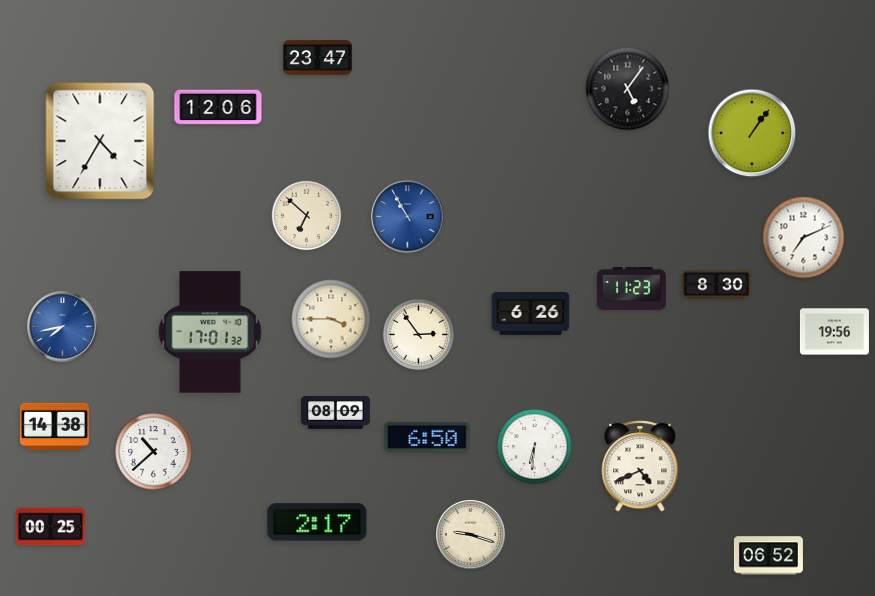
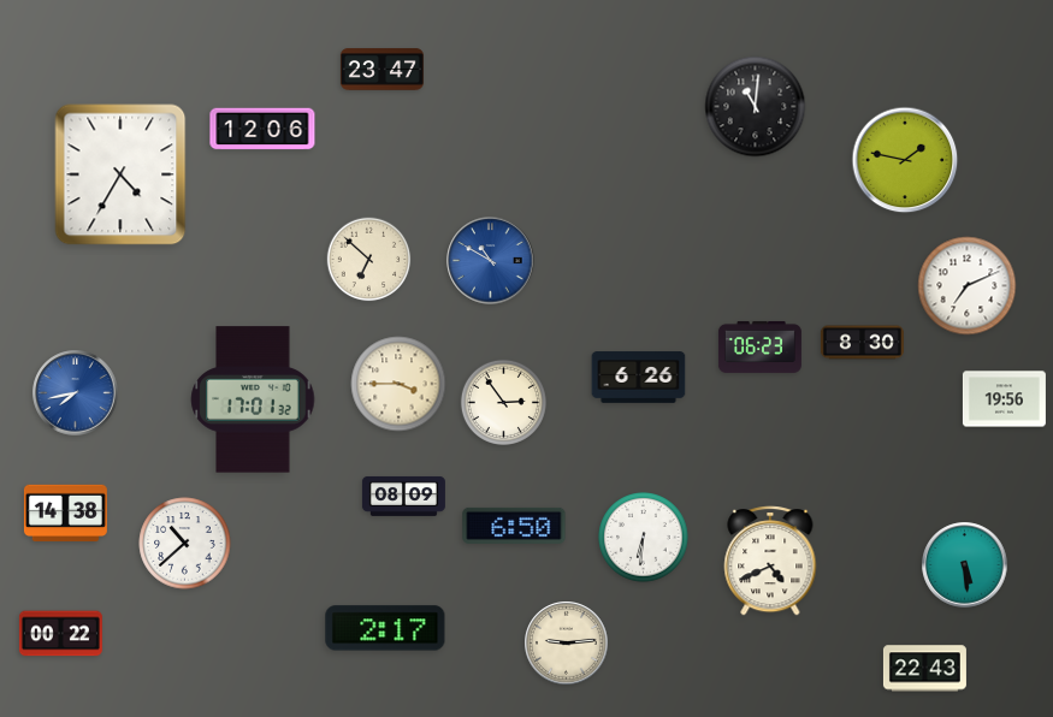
clock at (628, 89): 5:06 -> 11:01
clock at (752, 133): 1:06 -> 1:47
clock at (100, 141) position: (100, 141) -> (120, 174)
clock at (408, 217): 10:55 -> 10:50
clock at (631, 288): 11:23 -> 06:23
clock at (965, 565): none -> 5:29
clock at (317, 522) position: (317, 522) -> (385, 628)
clock at (50, 527): 00:25 -> 00:22
clock at (471, 535): 9:18 -> 9:14
clock at (768, 556): 06:52 -> 22:43
